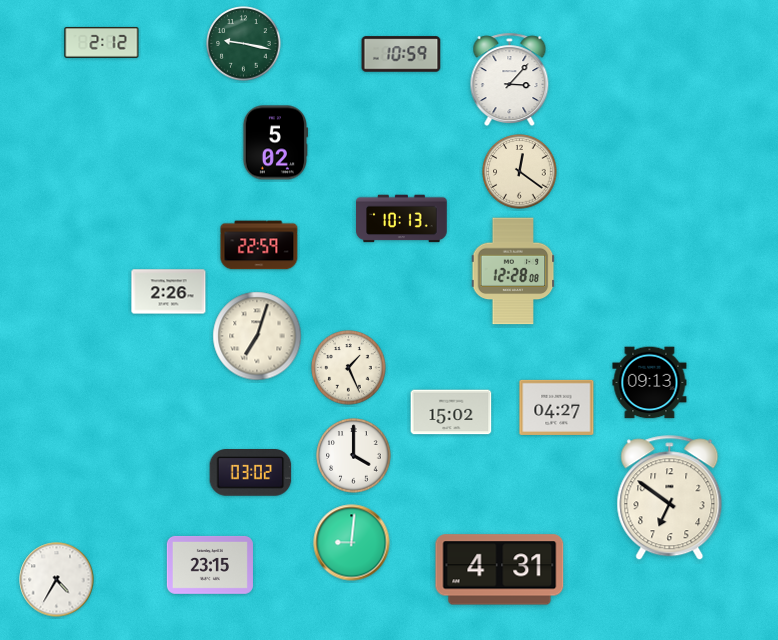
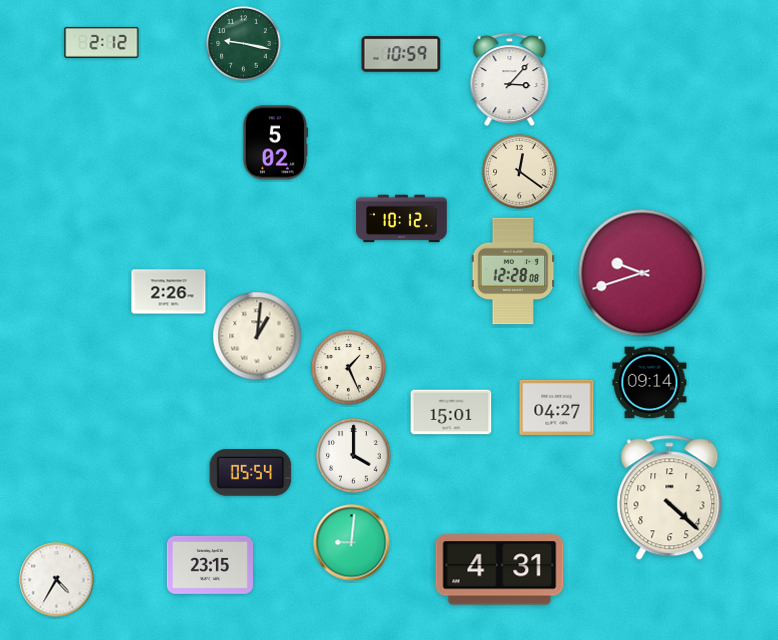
clock at (402, 219): 10:13 -> 10:12
clock at (259, 245): 22:59 -> none
clock at (642, 273): none -> 9:42
clock at (257, 336): 7:03 -> 1:01
clock at (650, 383): 09:13 -> 09:14
clock at (451, 412): 15:02 -> 15:01
clock at (251, 473): 03:02 -> 05:54
clock at (670, 498): 6:51 -> 4:22
